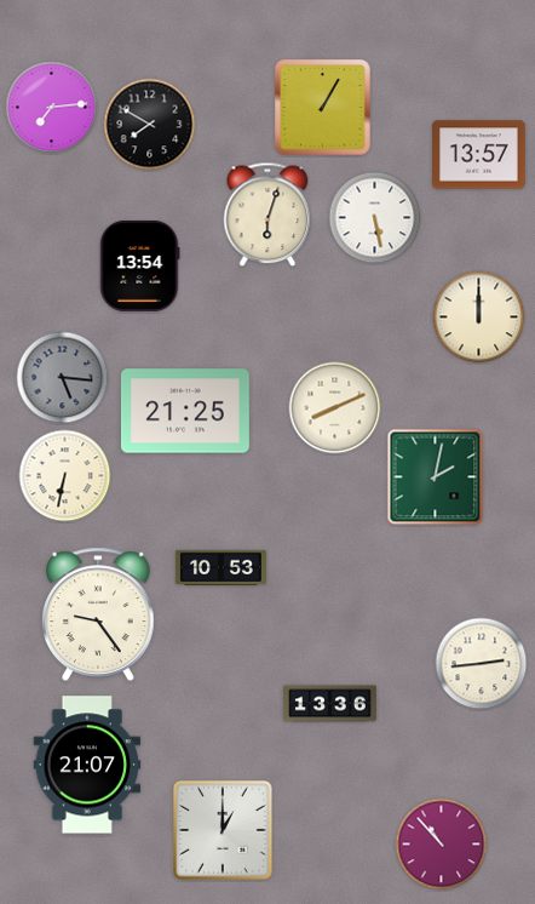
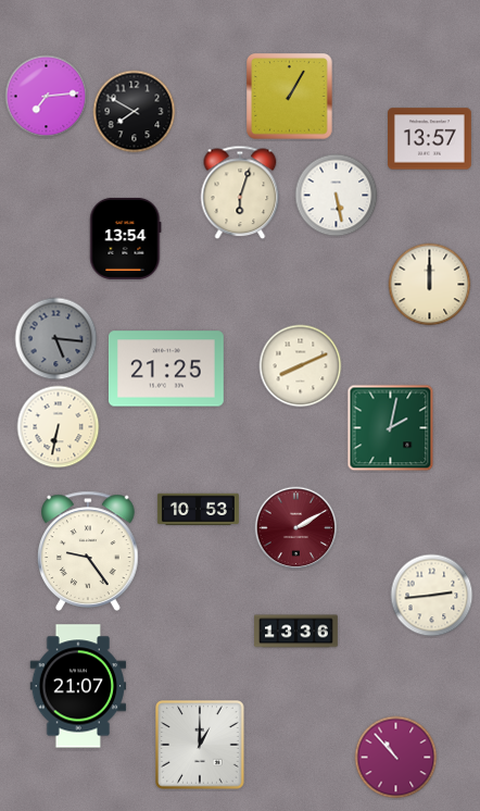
clock at (296, 528): none -> 2:10
